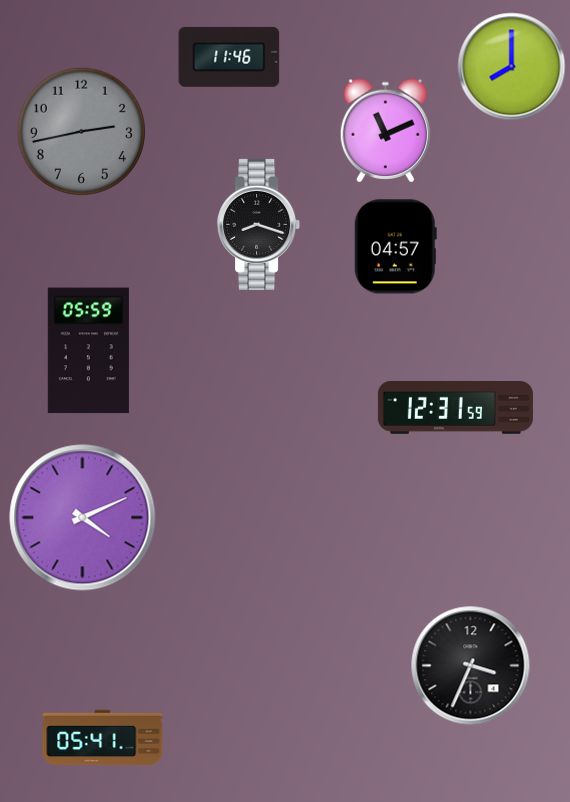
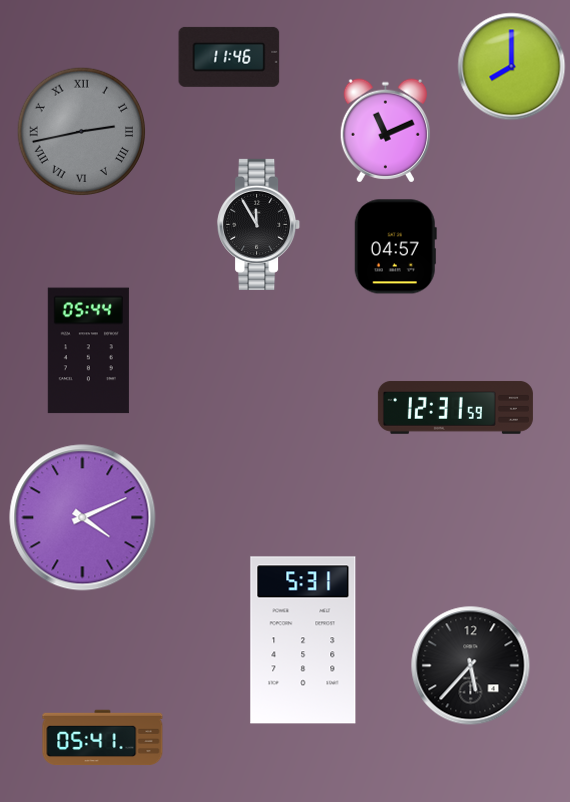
clock at (81, 131) numerals: Arabic -> Roman
clock at (259, 224): 8:18 -> 11:55
clock at (88, 351): 05:59 -> 05:44
clock at (303, 640): none -> 5:31
clock at (471, 666): 3:34 -> 5:37
